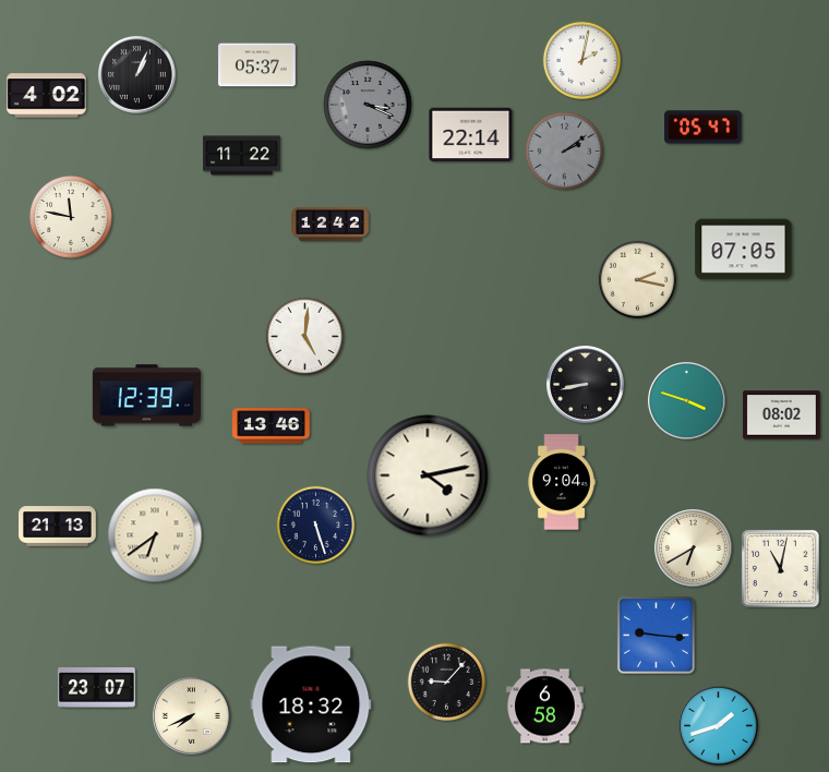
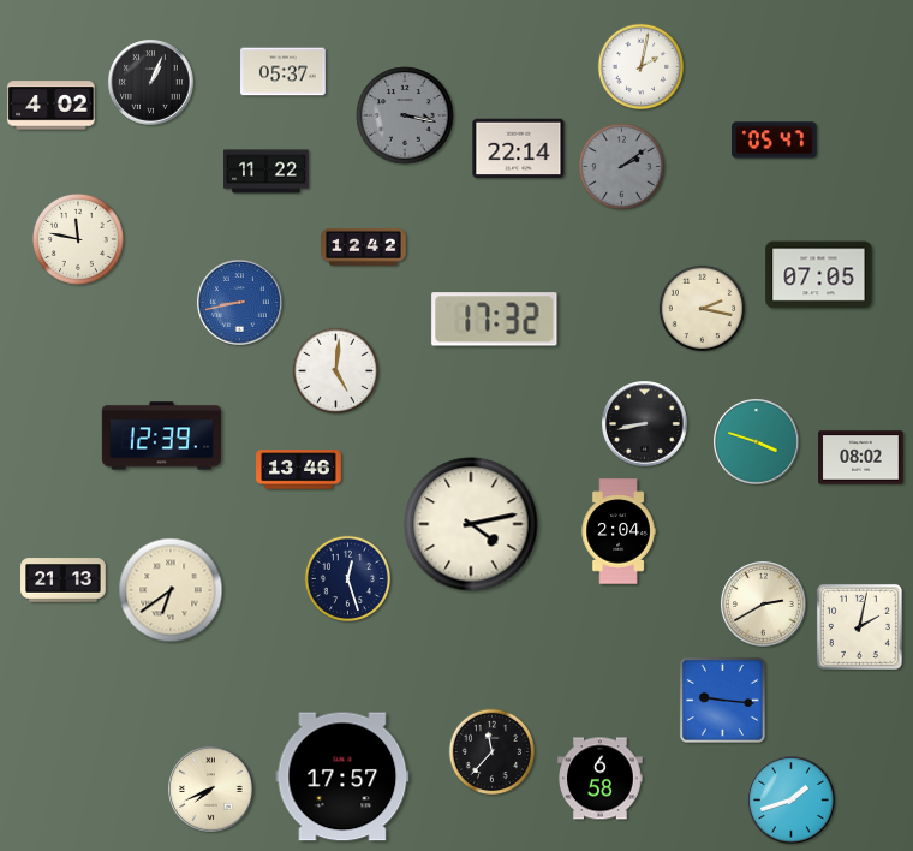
clock at (368, 105): 3:19 -> 3:17
clock at (240, 303): none -> 8:43
clock at (495, 320): none -> 17:32
clock at (562, 482): 9:04 -> 2:04
clock at (316, 526): 5:27 -> 12:27
clock at (694, 548): 6:40 -> 2:40
clock at (780, 568): 11:02 -> 2:02
clock at (447, 683): 9:07 -> 11:37
clock at (97, 688): 23:07 -> none
clock at (311, 704): 18:32 -> 17:57
